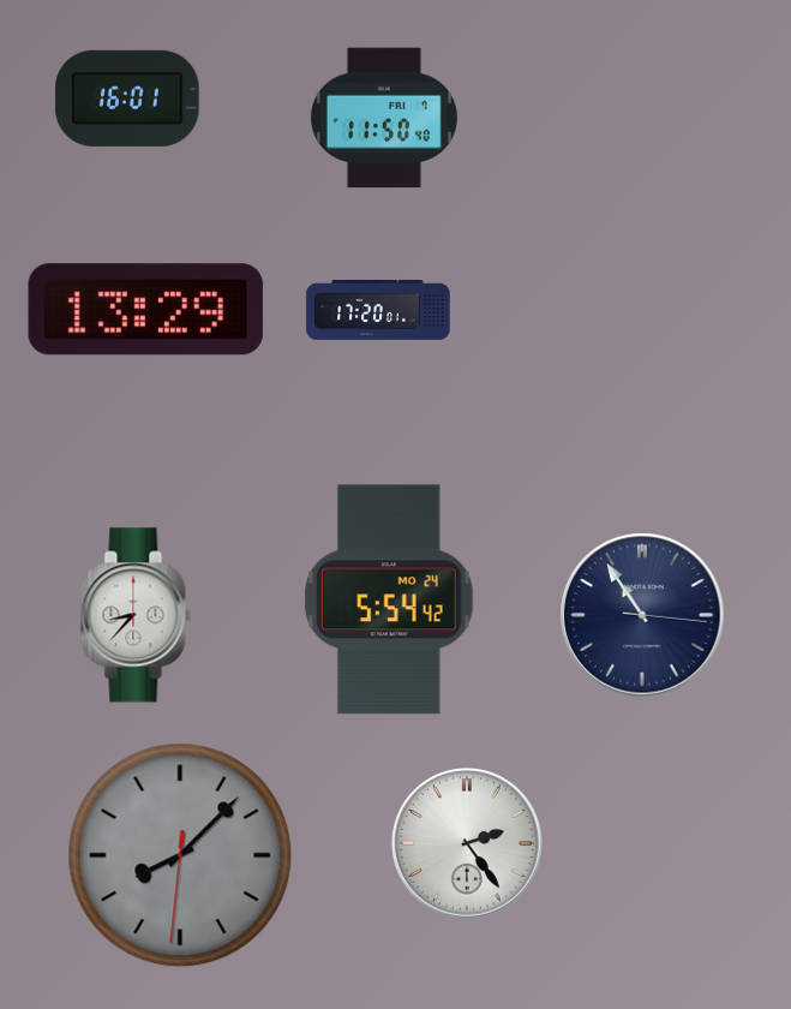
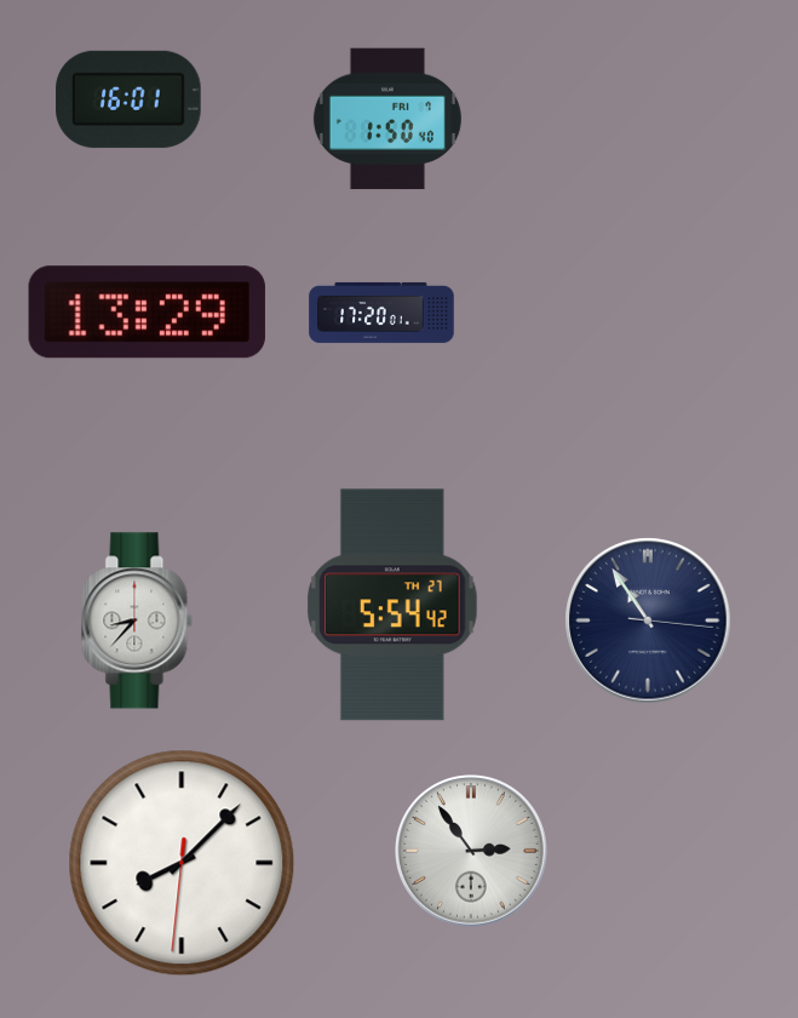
clock at (384, 118): 11:50 -> 1:50
clock at (390, 599) date: MO 24 -> TH 27
clock at (467, 843): 2:24 -> 2:54
clock at (180, 855) dial: grey -> white
